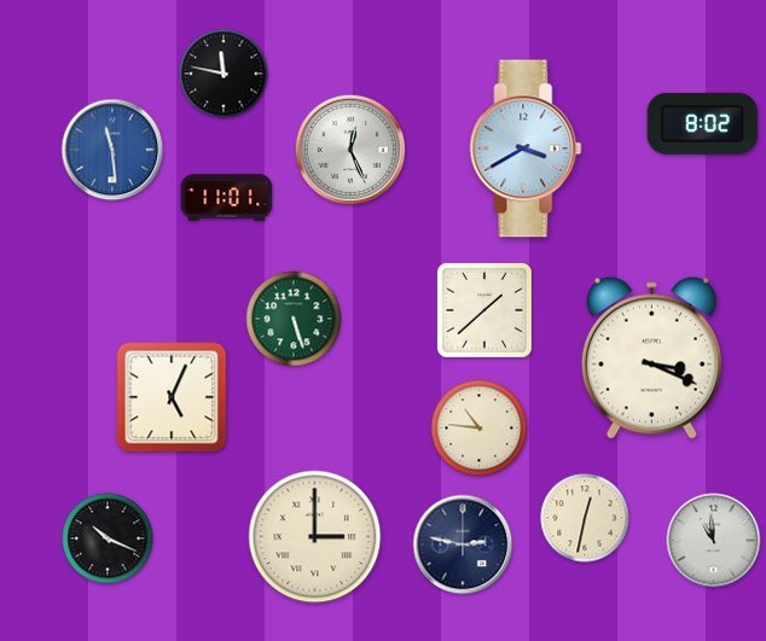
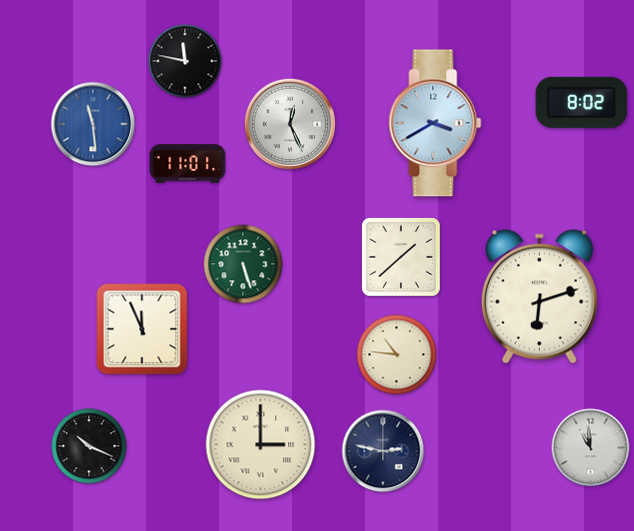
clock at (651, 357): 3:19 -> 6:12
clock at (172, 397): 5:04 -> 11:56
clock at (585, 518): 12:32 -> none
